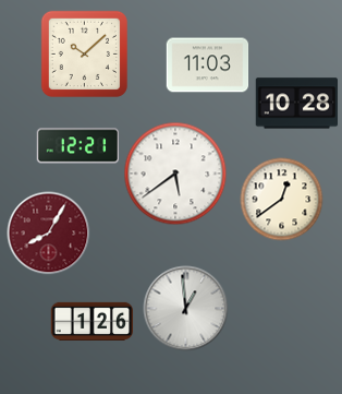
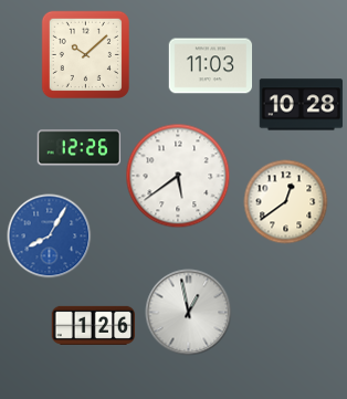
clock at (78, 146): 12:21 -> 12:26
clock at (49, 234) dial: burgundy -> blue
clock at (186, 309): 12:59 -> 12:58
